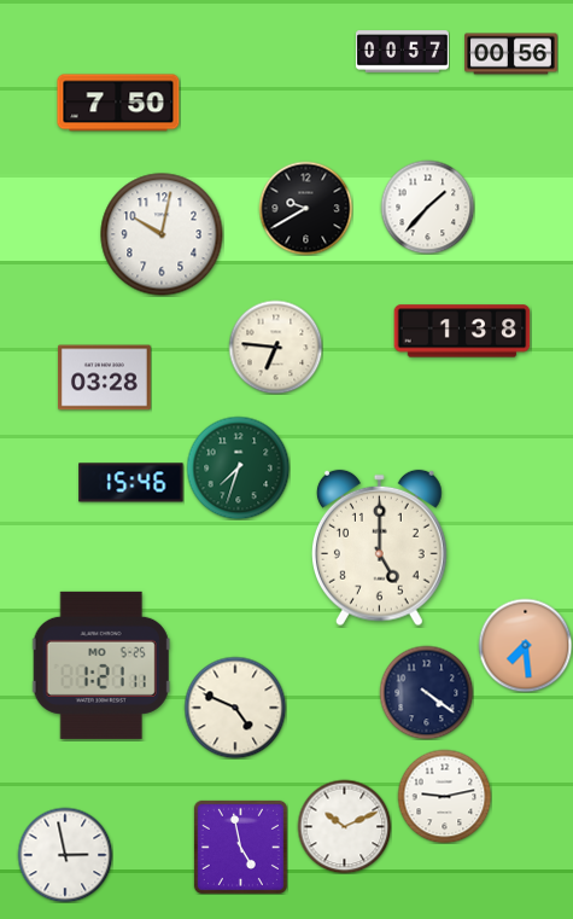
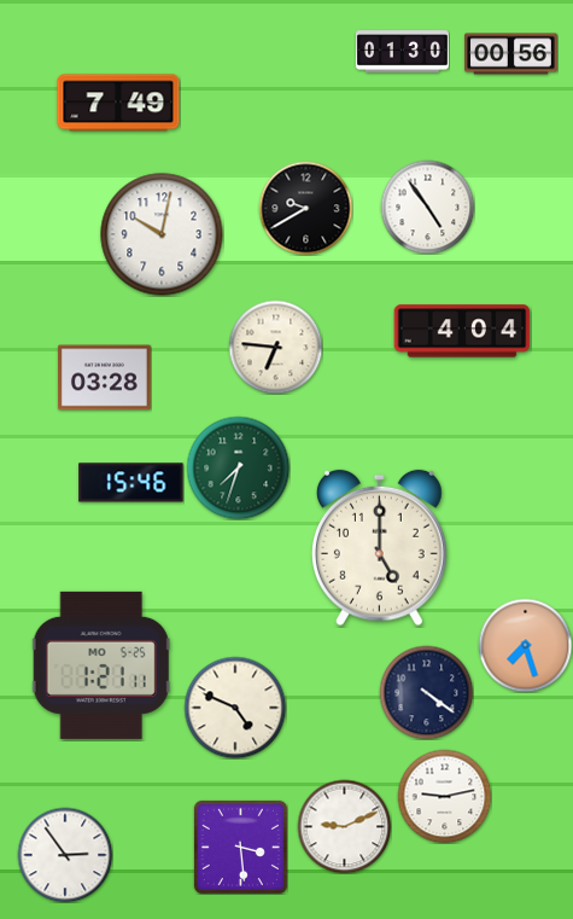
clock at (403, 52): 00:57 -> 01:30
clock at (118, 103): 7:50 -> 7:49
clock at (427, 207): 1:37 -> 4:54
clock at (462, 331): 1:38 -> 4:04
clock at (525, 645): 7:29 -> 7:27
clock at (344, 826): 10:11 -> 9:11
clock at (240, 847): 4:58 -> 3:29
clock at (65, 855): 2:58 -> 2:54
